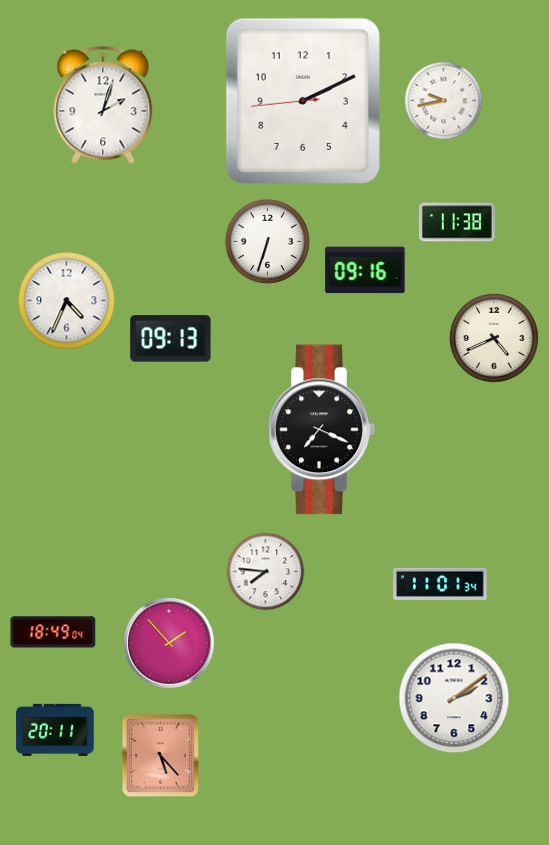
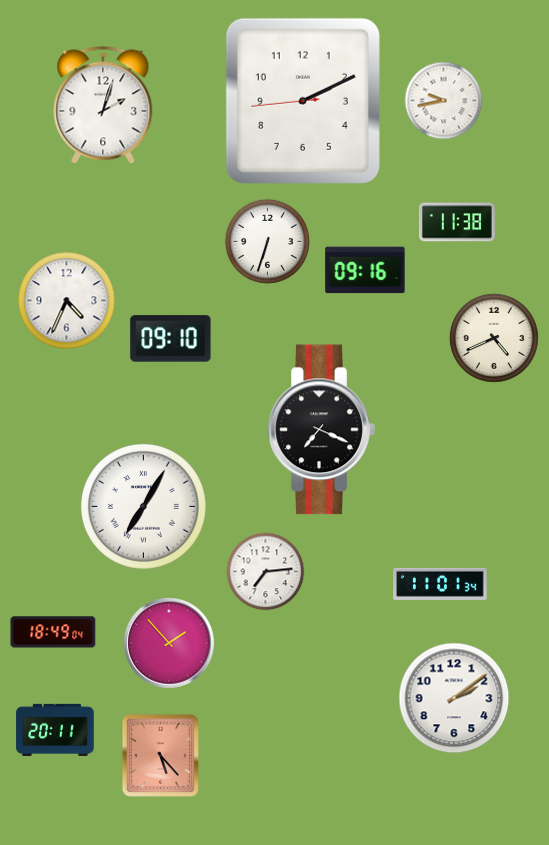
clock at (171, 339): 09:13 -> 09:10
clock at (144, 507): none -> 7:05
clock at (266, 572): 7:46 -> 7:14
